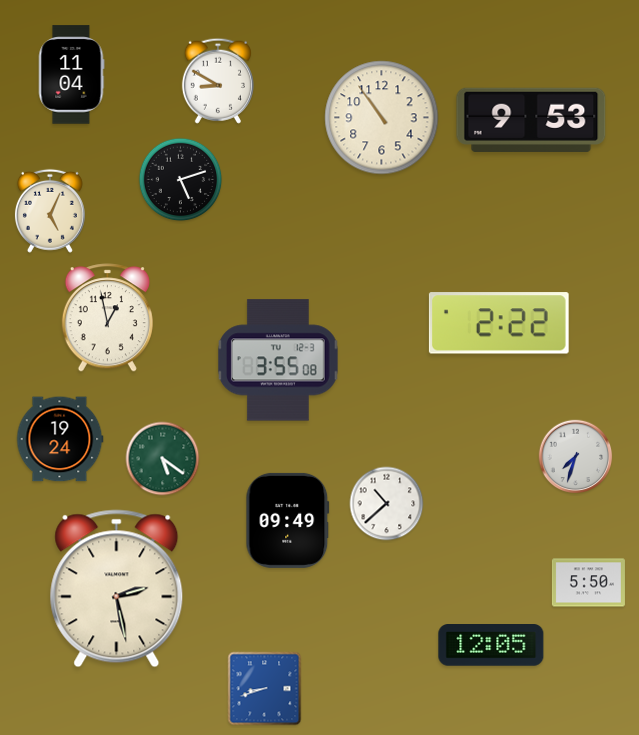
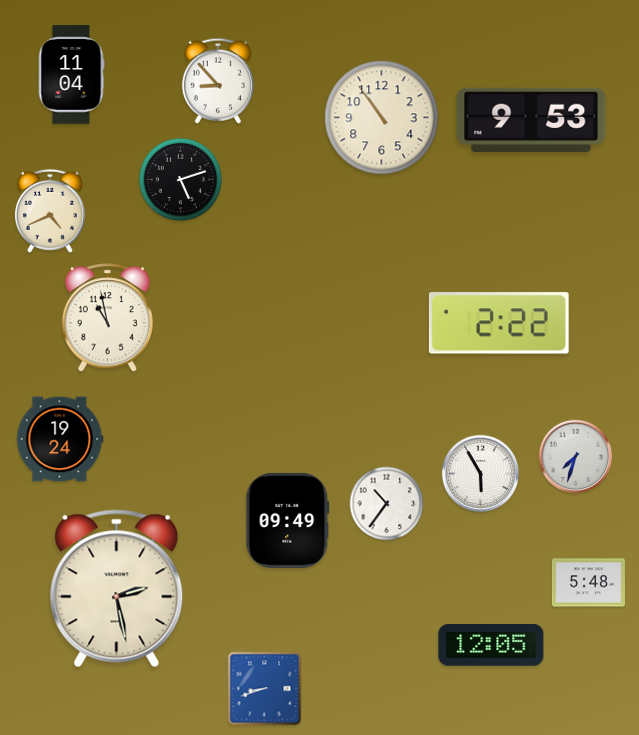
clock at (218, 81): 8:50 -> 8:53
clock at (50, 211): 5:04 -> 4:41
clock at (107, 318): 12:58 -> 10:58
clock at (278, 360): 3:55 -> none
clock at (163, 459): 5:21 -> none
clock at (481, 474): none -> 5:55
clock at (387, 504): 10:38 -> 10:36
clock at (588, 583): 5:50 -> 5:48
